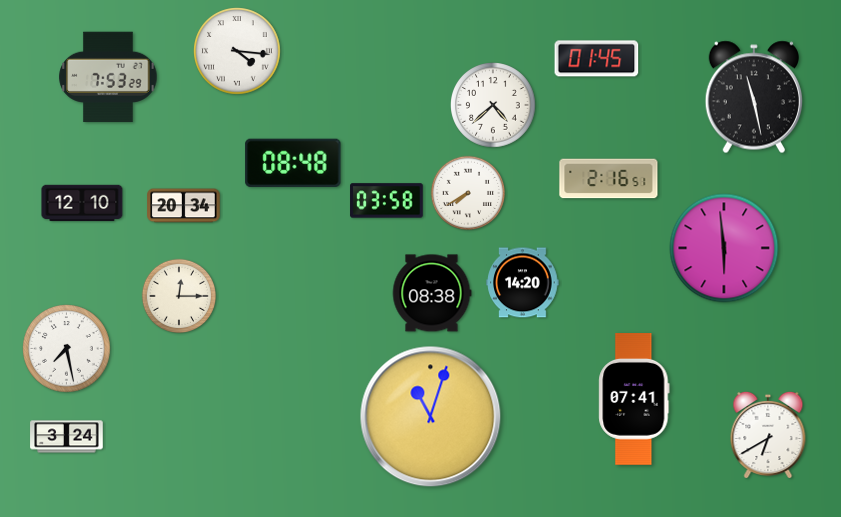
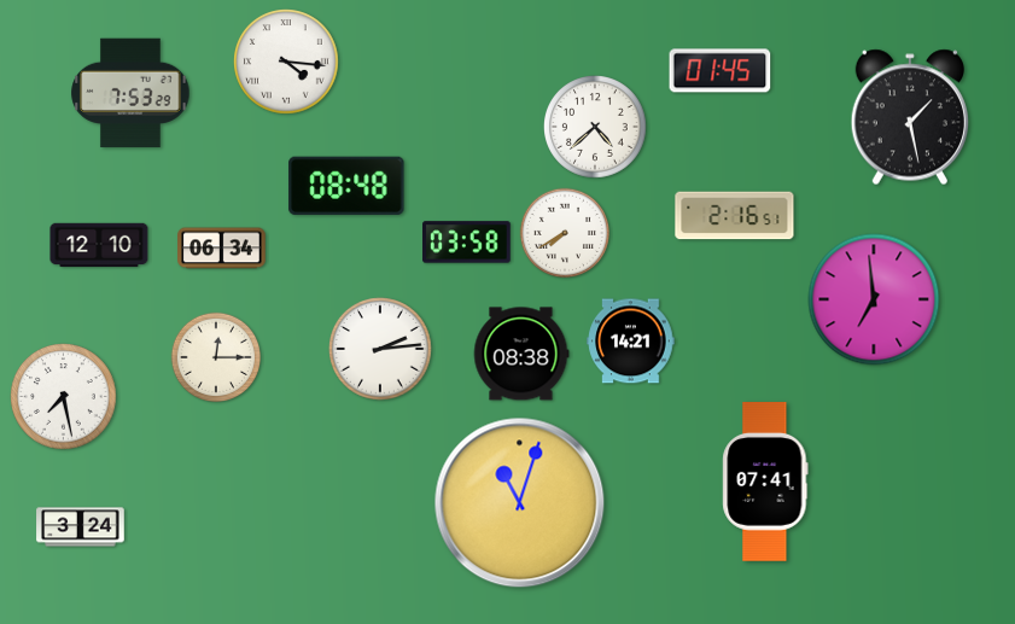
clock at (753, 97): 11:28 -> 1:28
clock at (293, 163) position: (293, 163) -> (346, 186)
clock at (184, 206): 20:34 -> 06:34
clock at (724, 248): 5:59 -> 6:59
clock at (523, 283): 14:20 -> 14:21
clock at (381, 350): none -> 2:14
clock at (67, 349) position: (67, 349) -> (64, 397)
clock at (768, 434): 6:40 -> none
